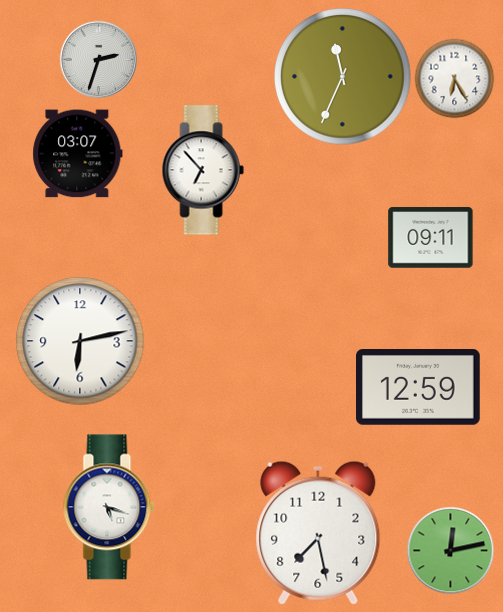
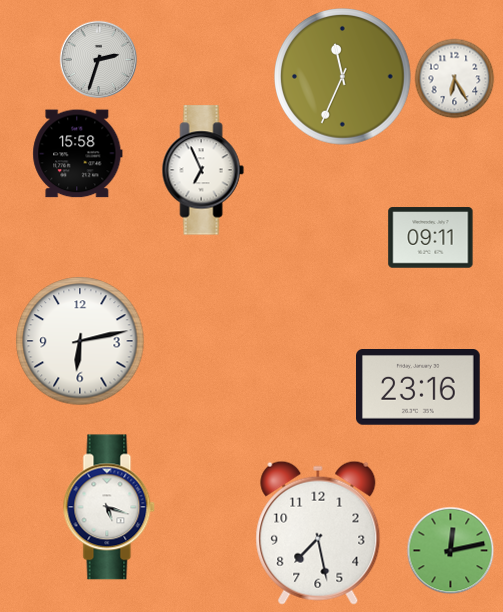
clock at (78, 154): 03:07 -> 15:58
clock at (203, 170): 6:53 -> 6:56
clock at (419, 388): 12:59 -> 23:16
